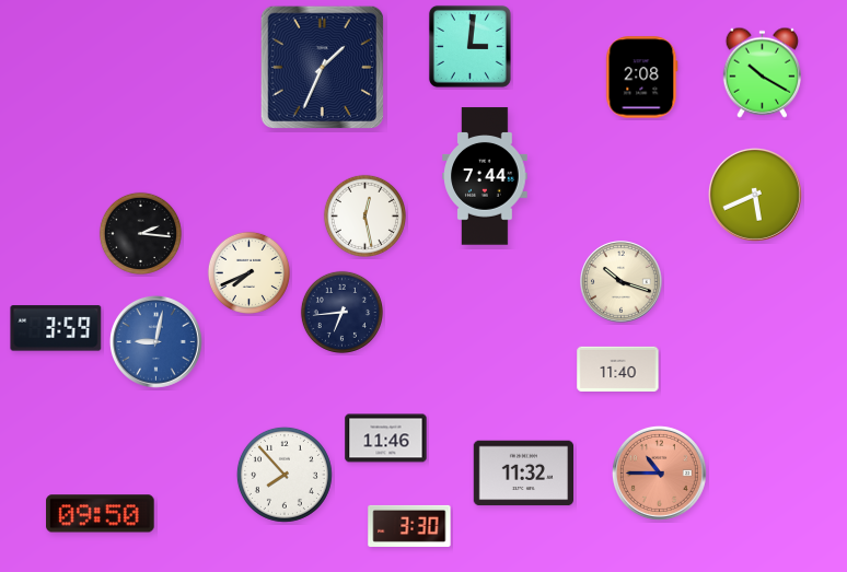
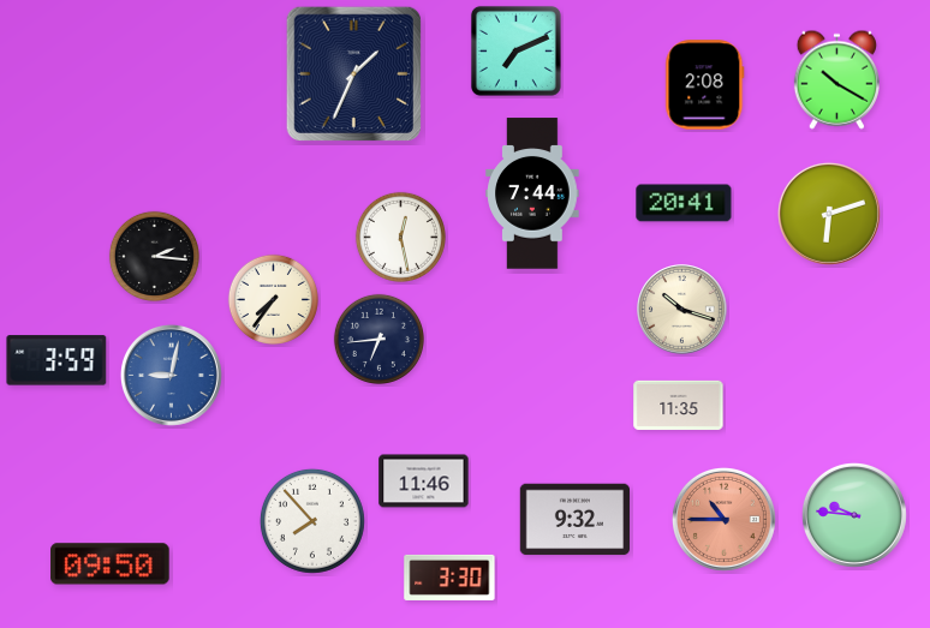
clock at (469, 46): 3:01 -> 7:11
clock at (684, 203): none -> 20:41
clock at (755, 195): 5:41 -> 6:12
clock at (248, 272): 7:41 -> 7:36
clock at (341, 312) position: (341, 312) -> (378, 339)
clock at (56, 328) position: (56, 328) -> (56, 360)
clock at (618, 369): 11:40 -> 11:35
clock at (854, 515): none -> 9:46
clock at (524, 474): 11:32 -> 9:32
